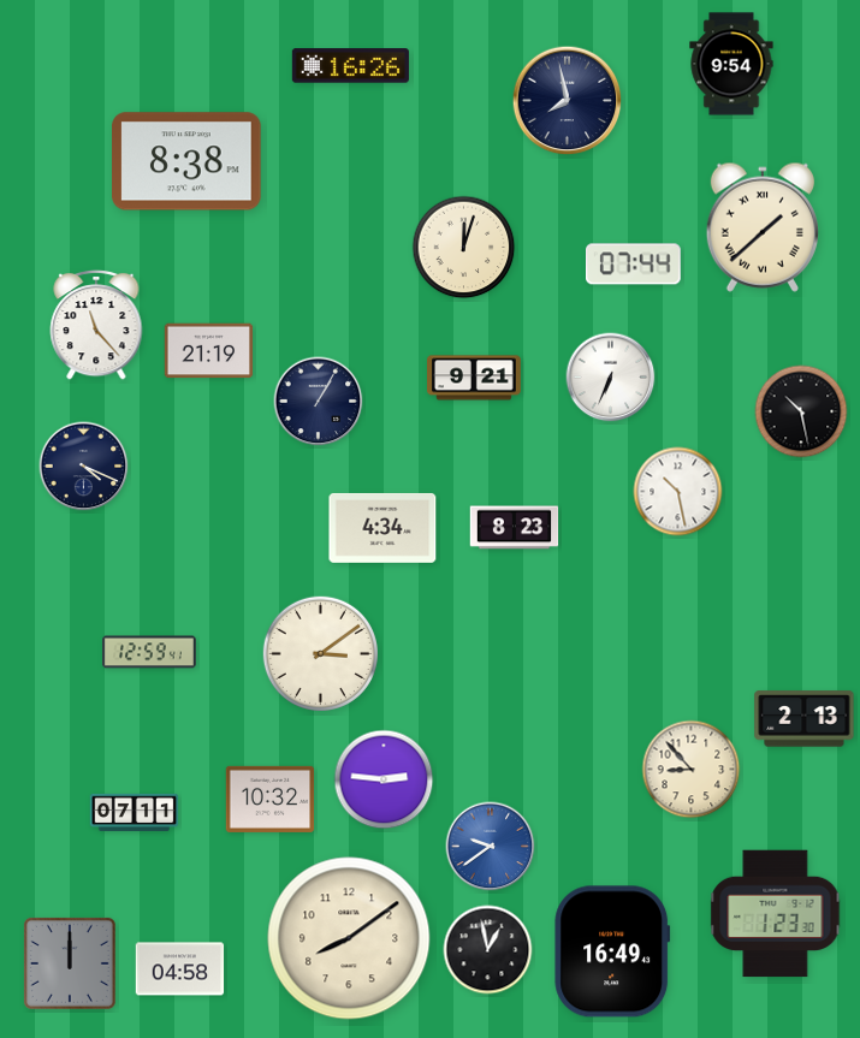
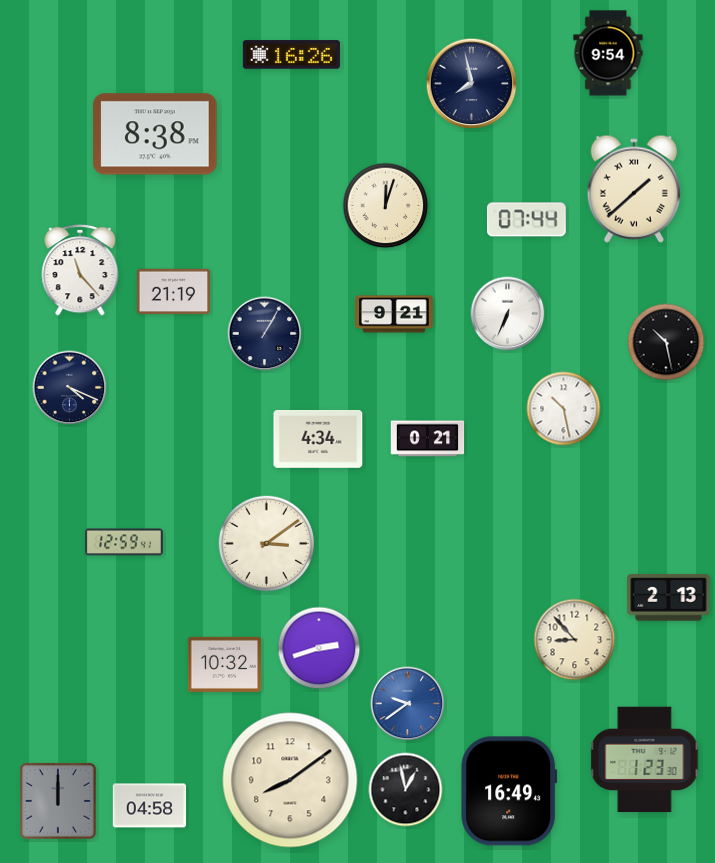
clock at (515, 528): 8:23 -> 0:21
clock at (384, 779): 2:46 -> 2:42
clock at (135, 812): 07:11 -> none
